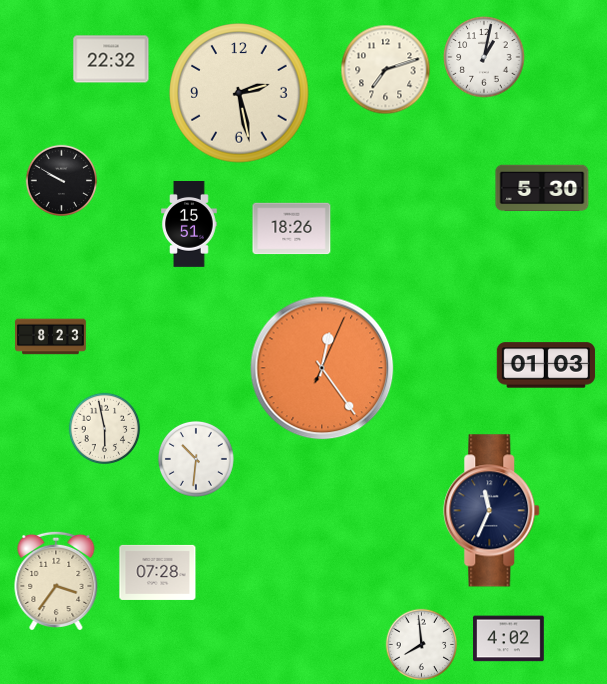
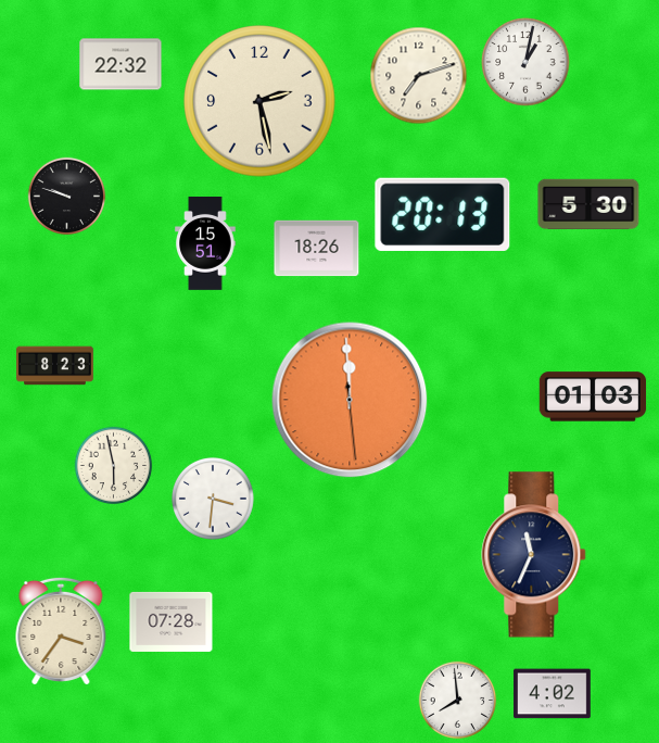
clock at (62, 181): 9:50 -> 9:48
clock at (443, 214): none -> 20:13
clock at (322, 368): 12:24 -> 11:59
clock at (196, 459): 10:31 -> 3:31
